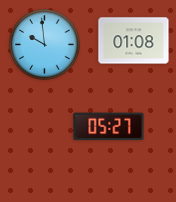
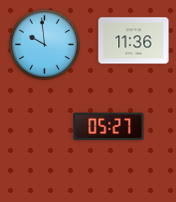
clock at (134, 41): 01:08 -> 11:36
